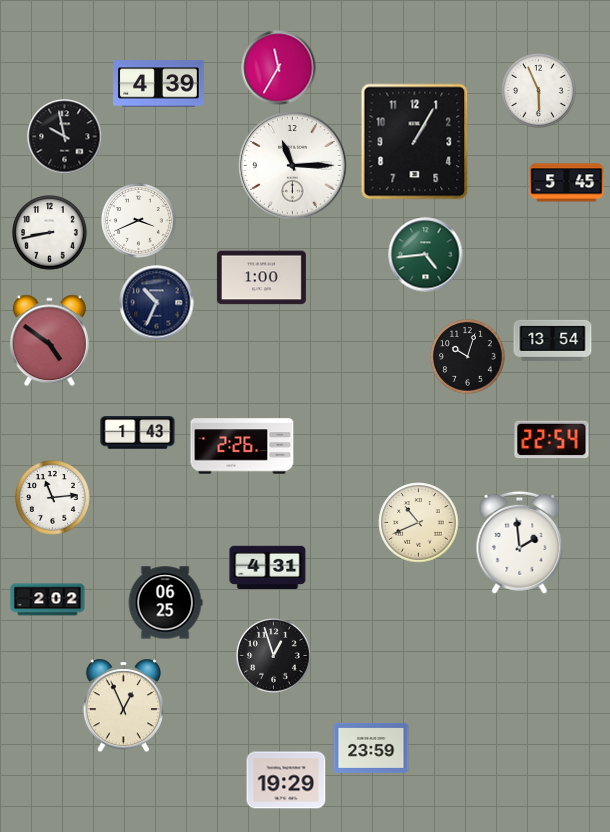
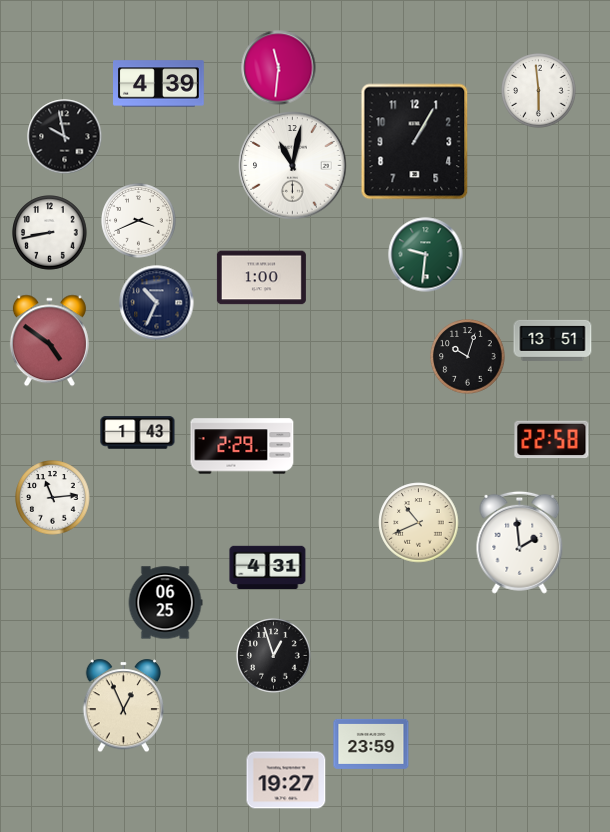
clock at (279, 68): 11:35 -> 11:31
clock at (539, 91): 5:56 -> 5:59
clock at (293, 166): 11:15 -> 11:02
clock at (567, 183): 5:45 -> none
clock at (426, 255): 4:44 -> 9:31
clock at (553, 340): 13:54 -> 13:51
clock at (552, 440): 22:54 -> 22:58
clock at (242, 446): 2:26 -> 2:29
clock at (48, 600): 2:02 -> none
clock at (371, 748) position: (371, 748) -> (371, 744)
clock at (286, 780): 19:29 -> 19:27
